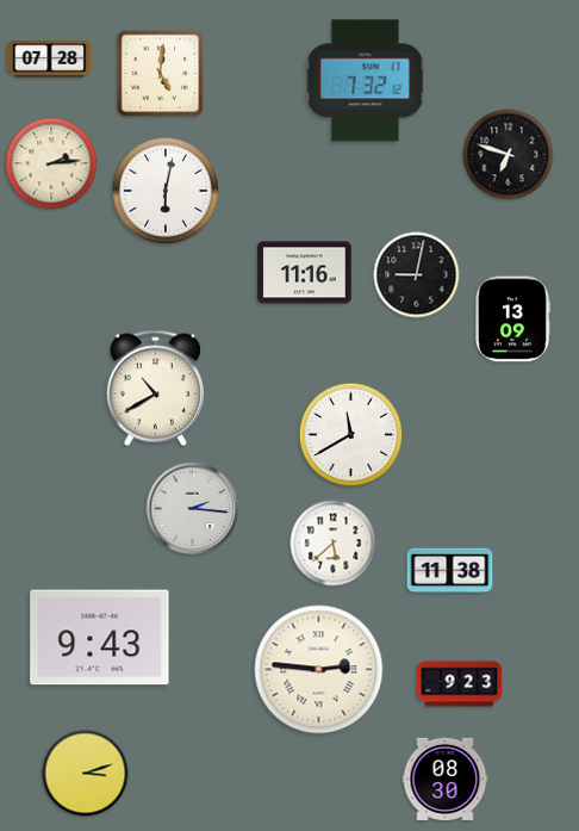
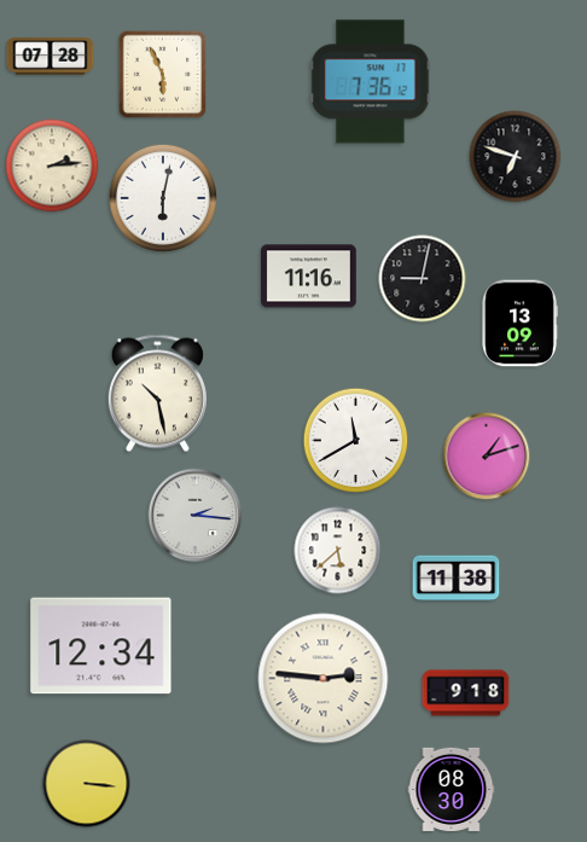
clock at (50, 60) position: (50, 60) -> (51, 57)
clock at (161, 74): 5:01 -> 5:56
clock at (366, 81): 7:32 -> 7:36
clock at (166, 191) position: (166, 191) -> (163, 198)
clock at (155, 389): 10:40 -> 10:28
clock at (487, 457): none -> 1:12
clock at (100, 638): 9:43 -> 12:34
clock at (460, 684): 9:23 -> 9:18
clock at (86, 774): 3:12 -> 3:16
